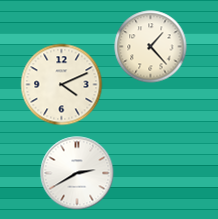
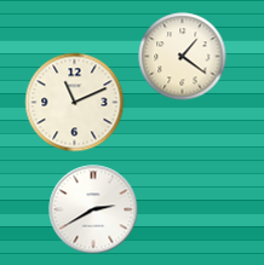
clock at (151, 47): 1:23 -> 1:21
clock at (62, 85): 4:11 -> 11:11
